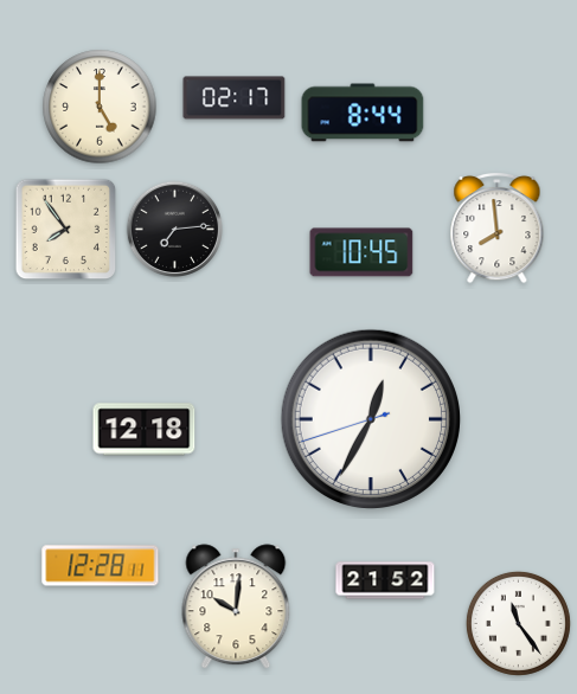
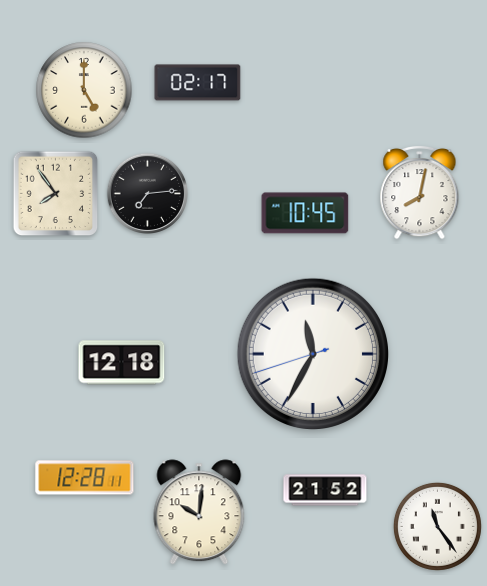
clock at (363, 113): 8:44 -> none
clock at (498, 227): 7:59 -> 8:02
clock at (370, 418): 12:34 -> 11:34
